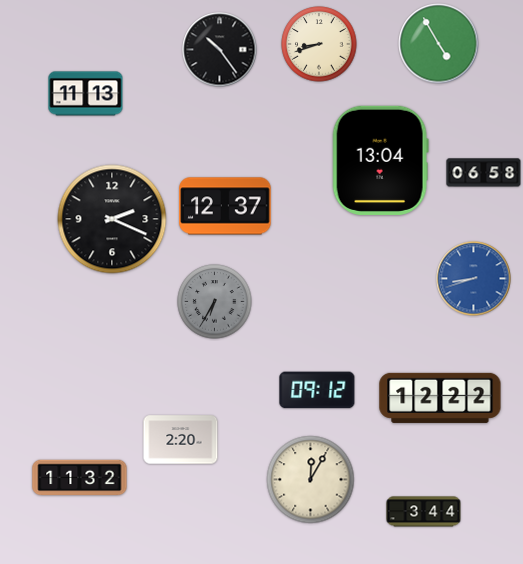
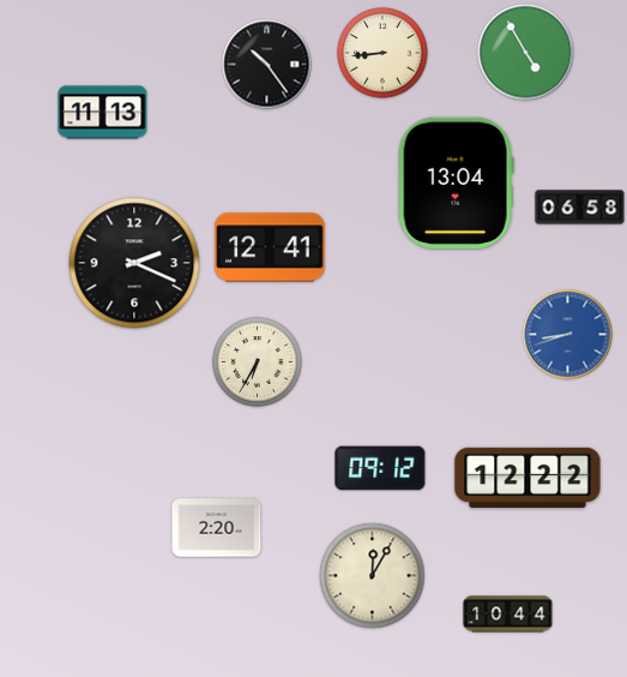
clock at (319, 44): 8:42 -> 8:44
clock at (220, 50) position: (220, 50) -> (267, 65)
clock at (380, 160) position: (380, 160) -> (456, 182)
clock at (225, 206): 12:37 -> 12:41
clock at (215, 302) dial: grey -> cream
clock at (80, 478): 11:32 -> none
clock at (424, 512): 3:44 -> 10:44
